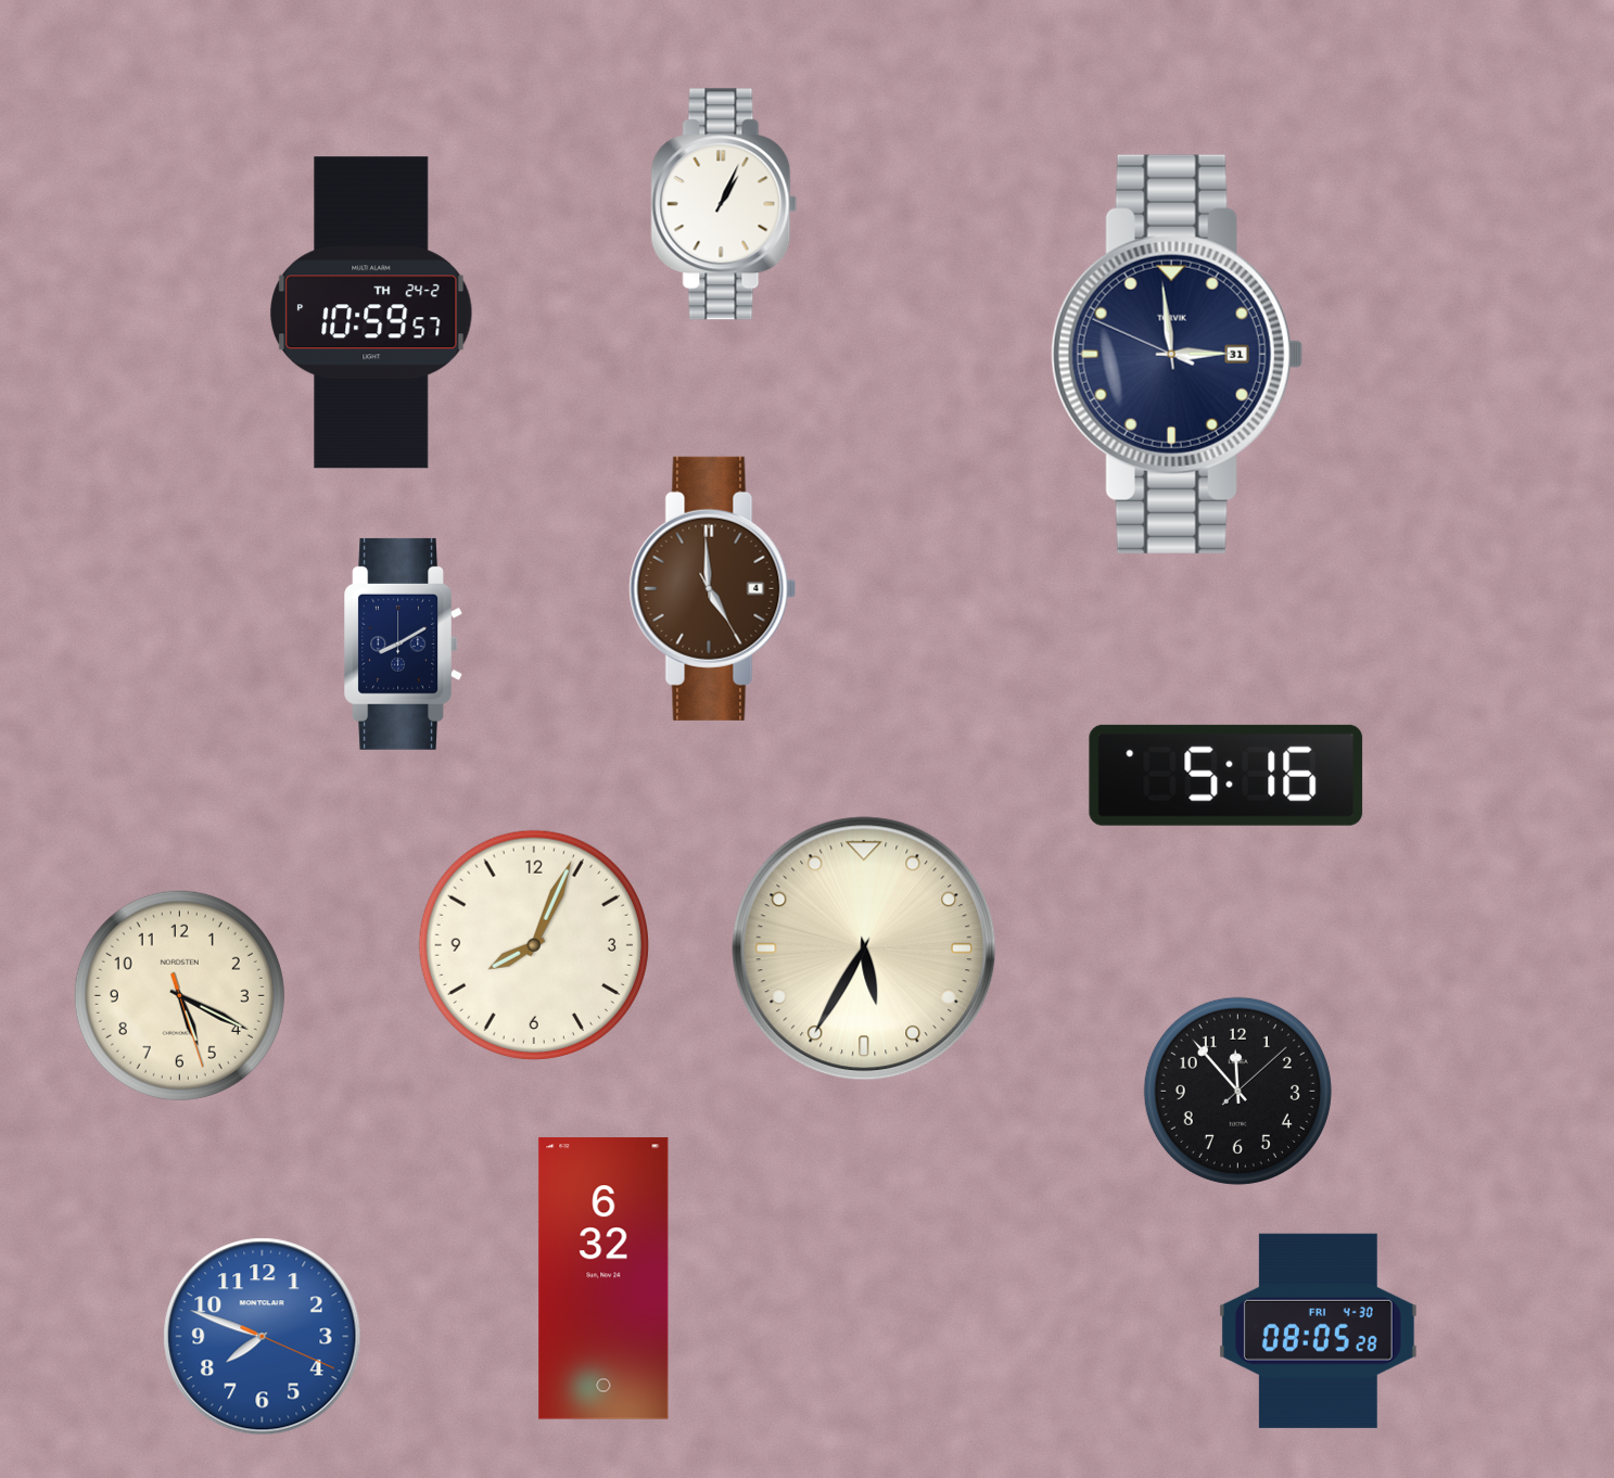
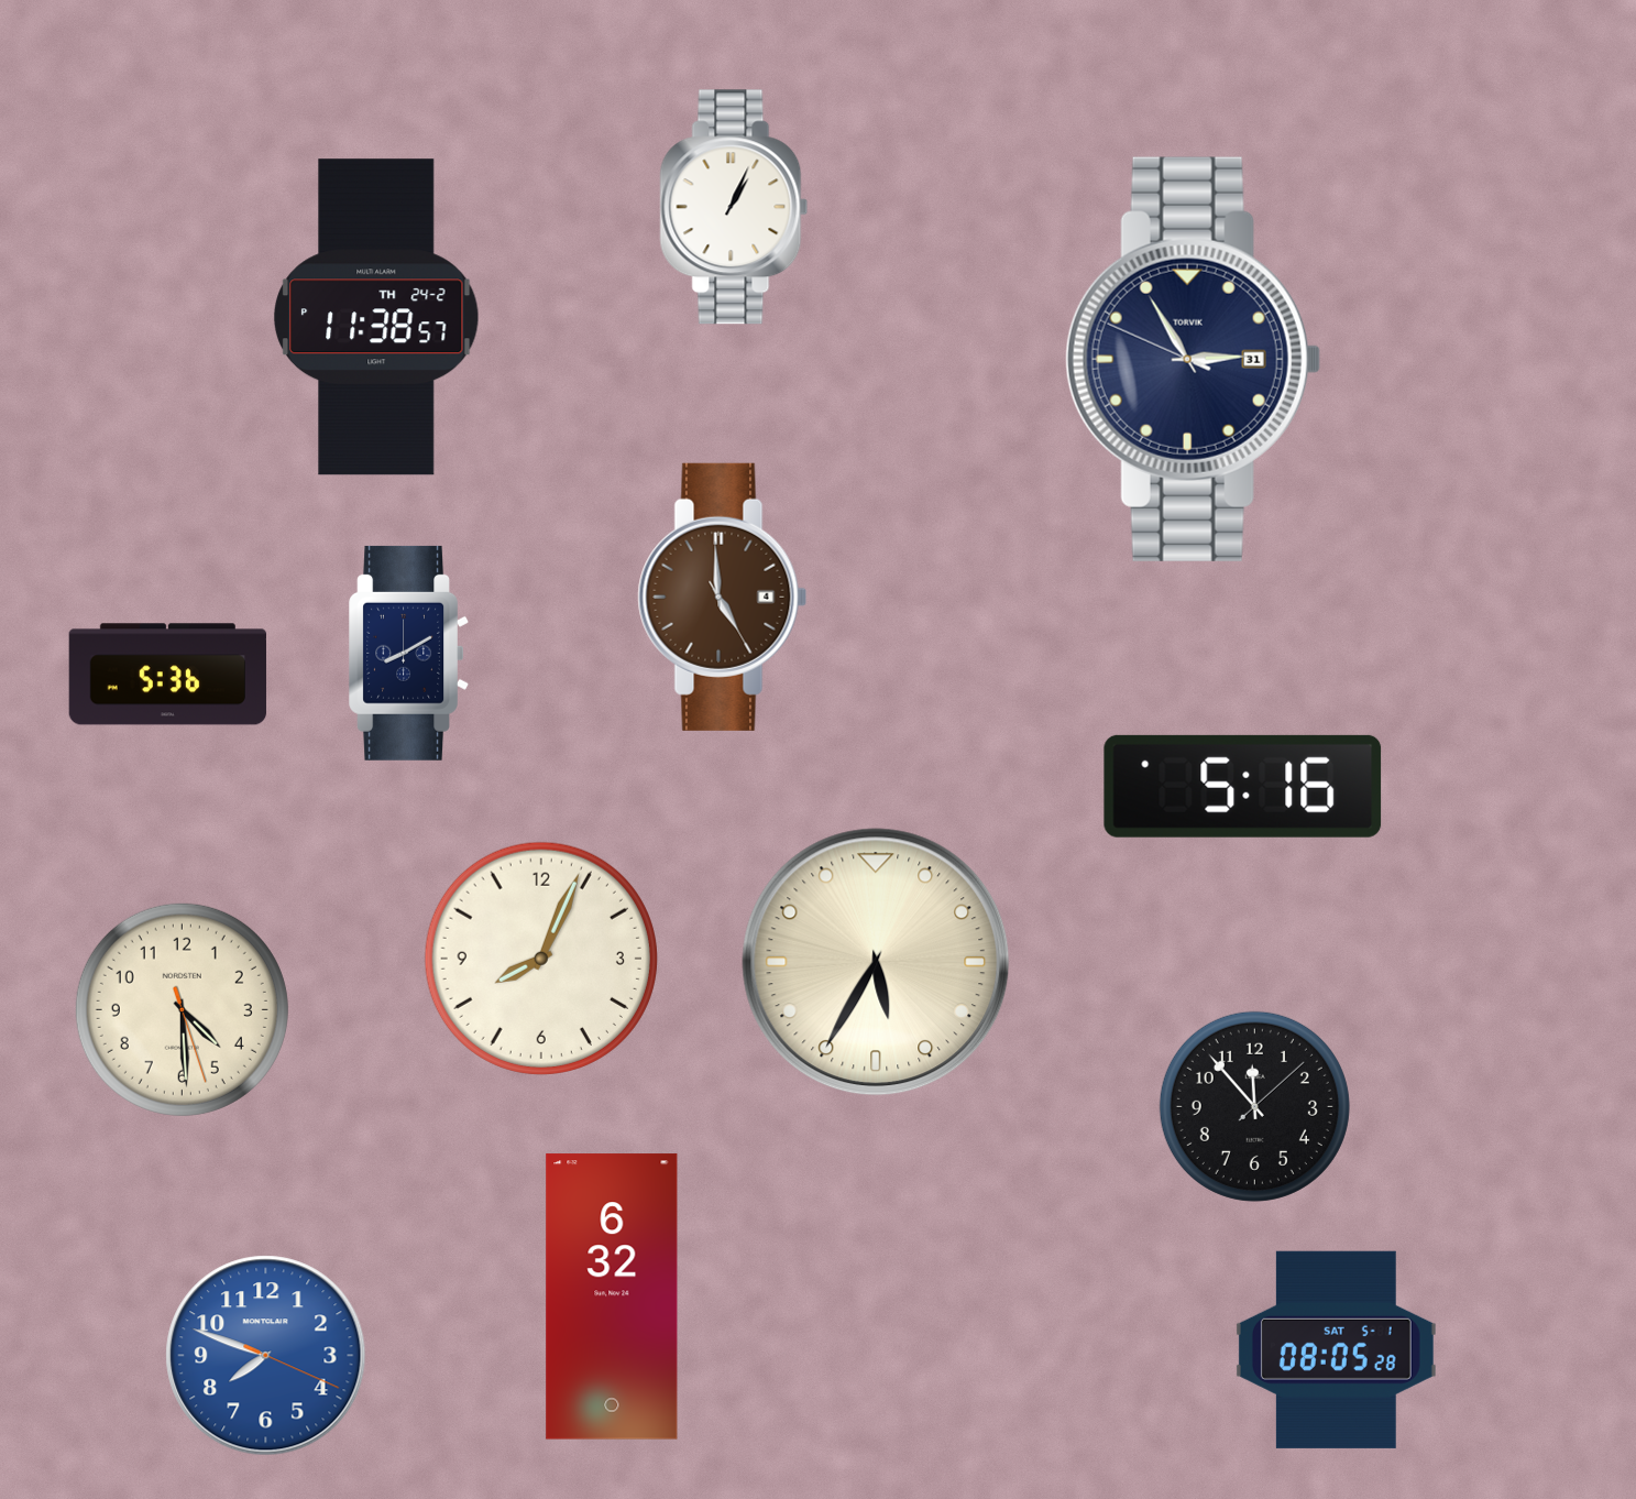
clock at (372, 313): 10:59 -> 11:38
clock at (1177, 354): 2:58 -> 2:54
clock at (167, 675): none -> 5:36
clock at (179, 995): 5:19 -> 4:29
clock at (1318, 1330) date: FRI 4-30 -> SAT 5-1
